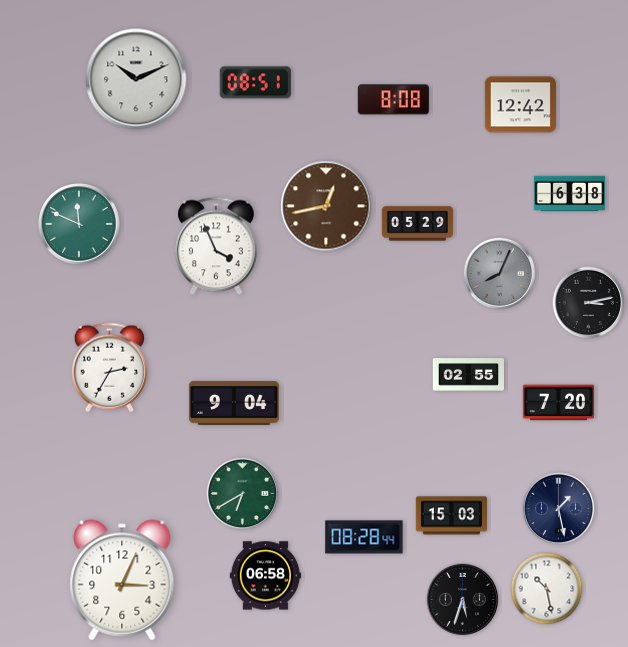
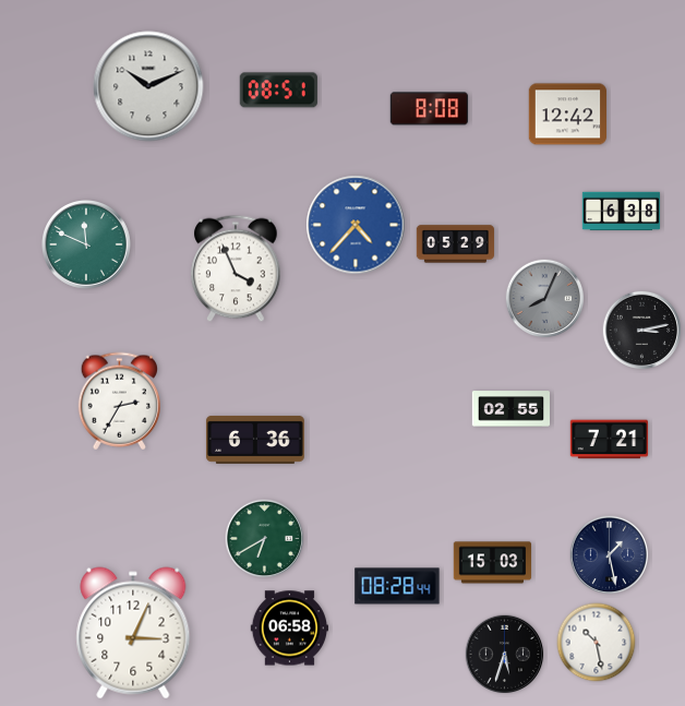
clock at (326, 206): 12:43 -> 4:37
clock at (326, 206) dial: brown -> blue
clock at (234, 403): 9:04 -> 6:36
clock at (558, 403): 7:20 -> 7:21
